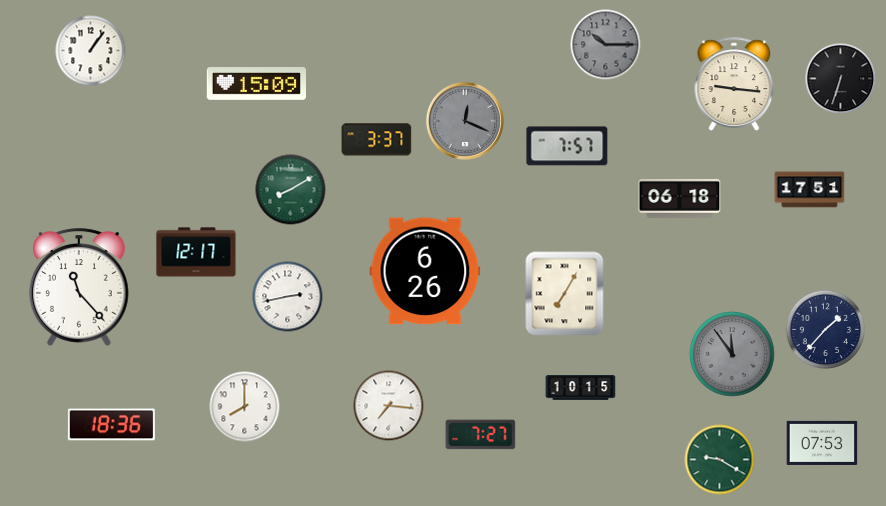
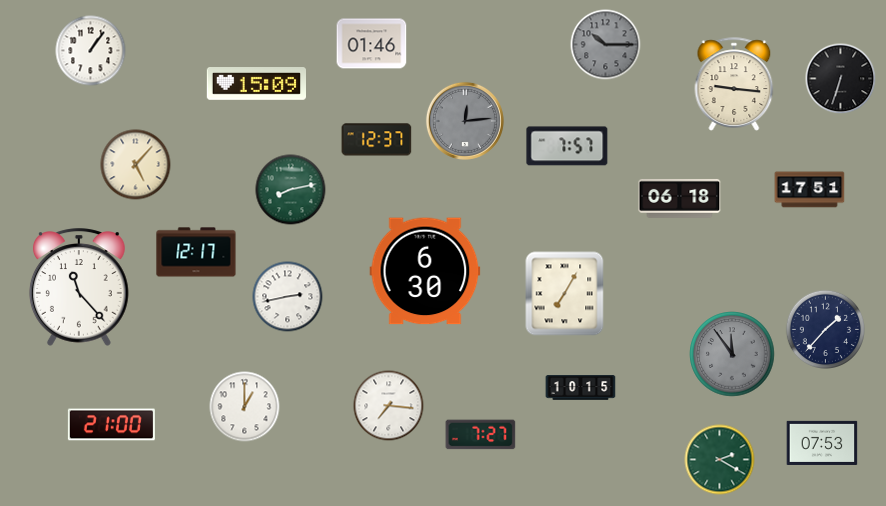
clock at (372, 44): none -> 01:46
clock at (465, 121): 12:19 -> 12:14
clock at (377, 140): 3:37 -> 12:37
clock at (136, 165): none -> 5:07
clock at (291, 190): 8:10 -> 8:13
clock at (425, 271): 6:26 -> 6:30
clock at (245, 407): 8:00 -> 1:00
clock at (111, 425): 18:36 -> 21:00
clock at (720, 460): 9:20 -> 2:20
